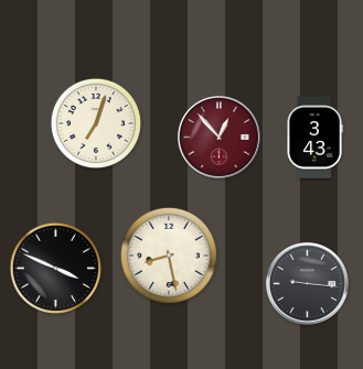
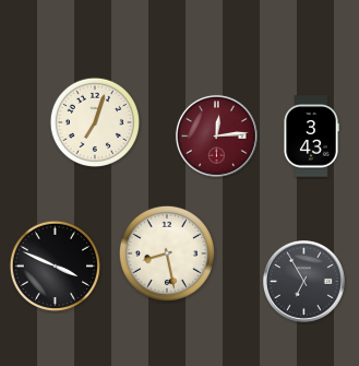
clock at (218, 137): 12:53 -> 12:14
clock at (307, 283): 9:16 -> 6:55
